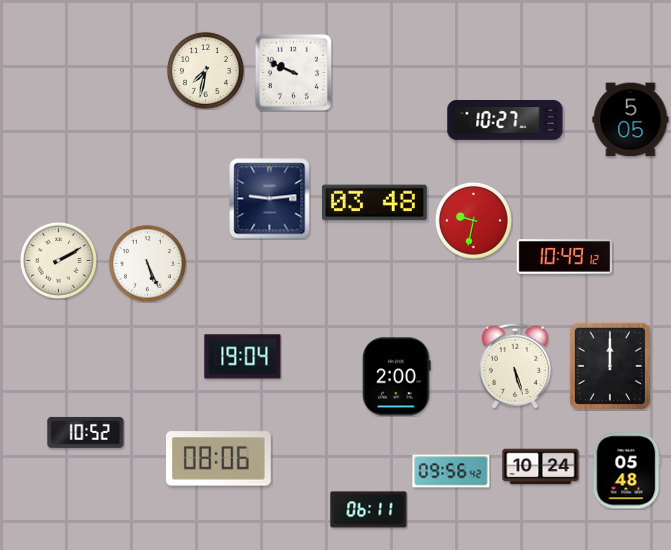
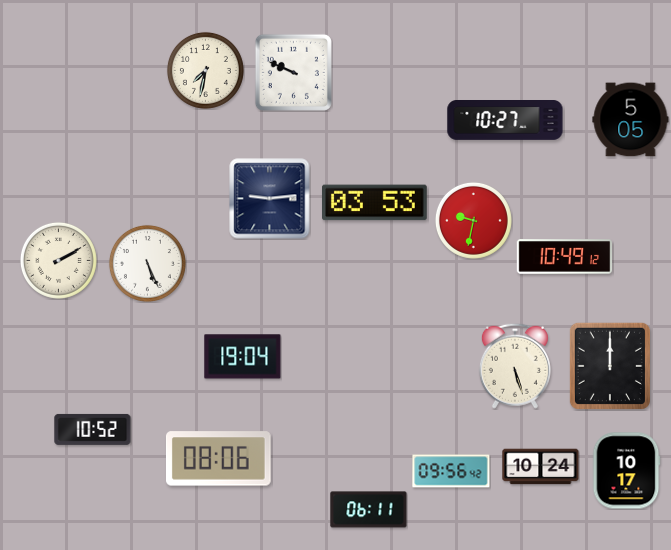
clock at (375, 203): 03:48 -> 03:53
clock at (397, 377): 2:00 -> none
clock at (86, 432) position: (86, 432) -> (93, 429)
clock at (627, 471): 05:48 -> 10:17
